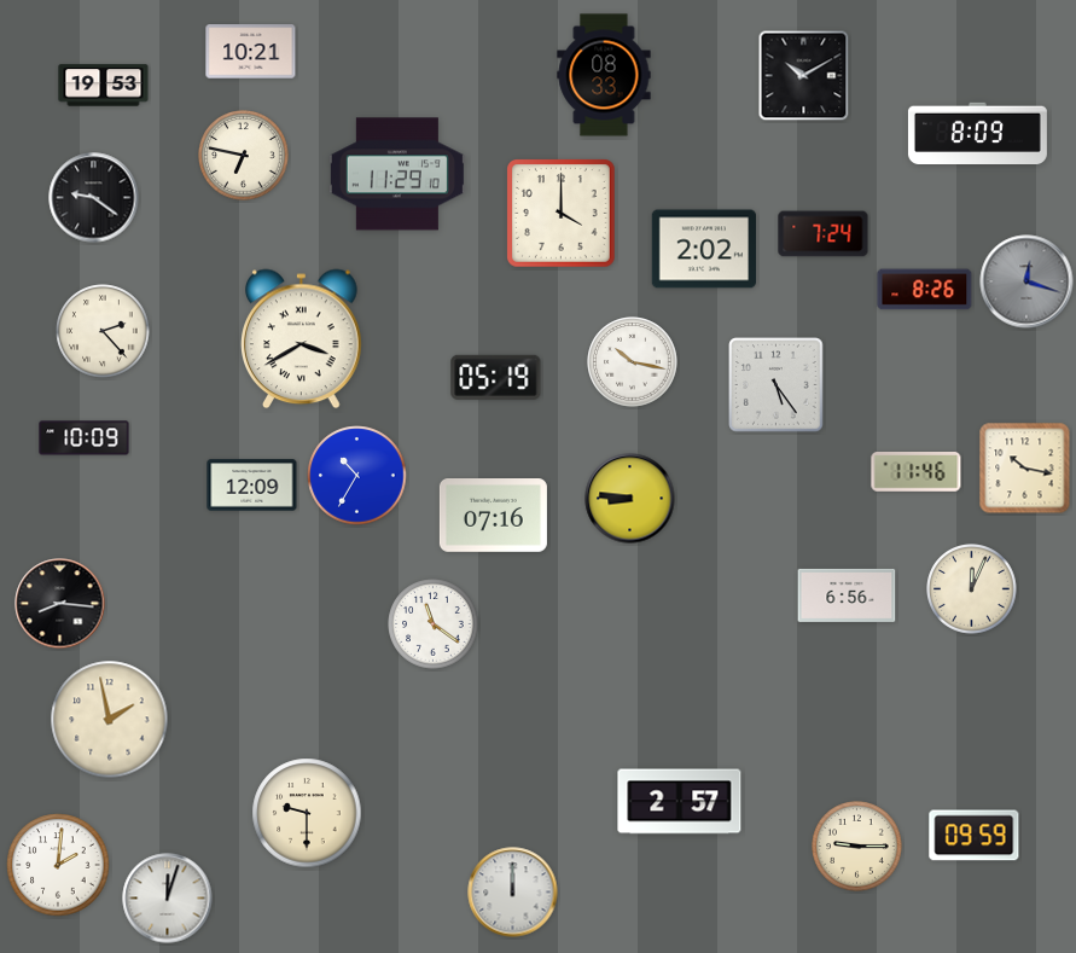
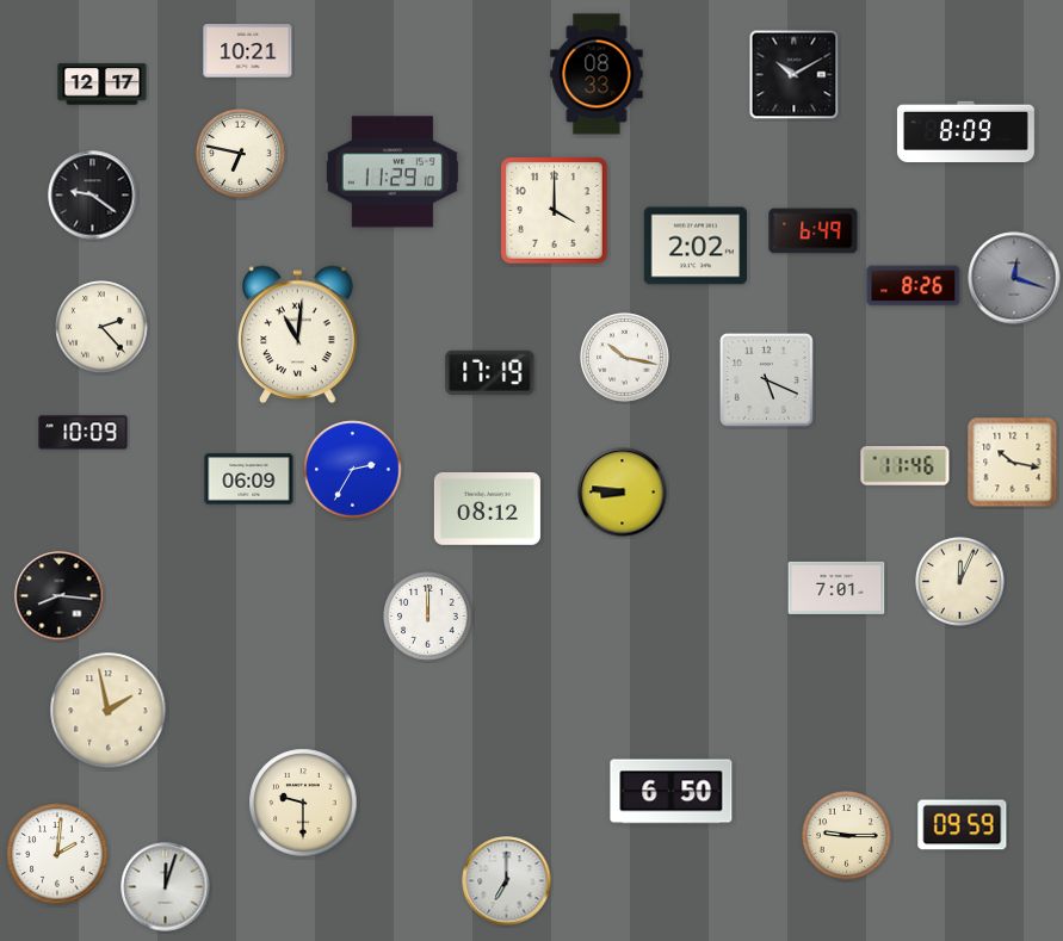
clock at (104, 86): 19:53 -> 12:17
clock at (824, 234): 7:24 -> 6:49
clock at (302, 339): 3:40 -> 11:01
clock at (496, 377): 05:19 -> 17:19
clock at (777, 385): 5:24 -> 5:19
clock at (357, 476): 10:35 -> 2:35
clock at (252, 486): 12:09 -> 06:09
clock at (493, 516): 07:16 -> 08:12
clock at (847, 595): 6:56 -> 7:01
clock at (434, 624): 11:21 -> 12:00
clock at (680, 802): 2:57 -> 6:50
clock at (513, 893): 12:00 -> 7:00
